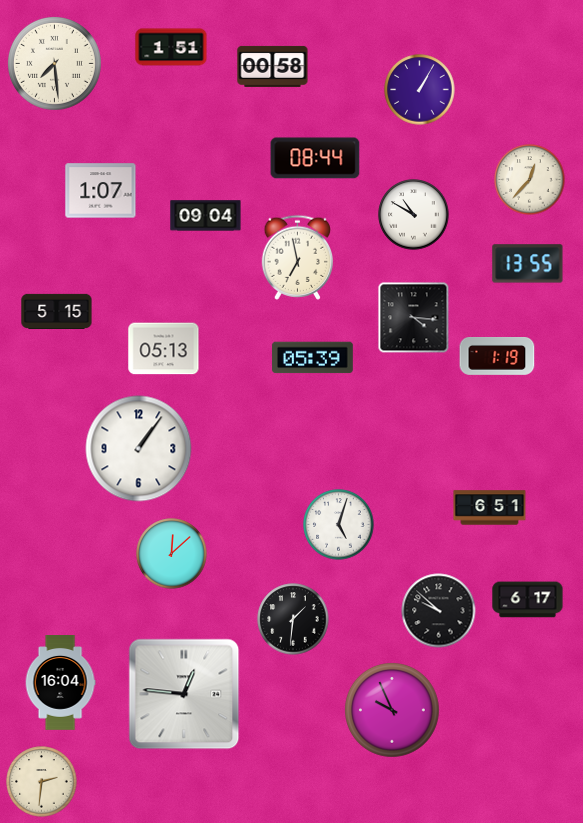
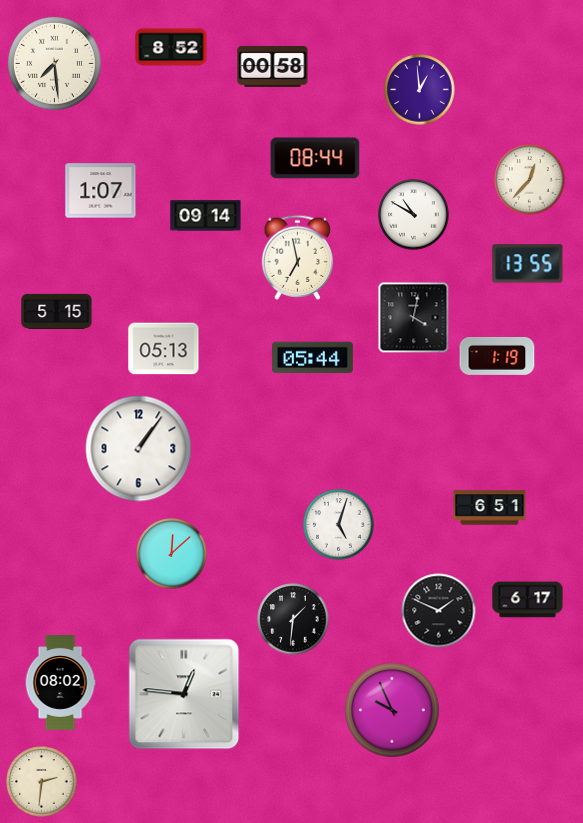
clock at (171, 47): 1:51 -> 8:52
clock at (420, 90): 1:05 -> 12:59
clock at (206, 216): 09:04 -> 09:14
clock at (414, 318): 4:16 -> 4:02
clock at (313, 358): 05:39 -> 05:44
clock at (439, 611): 9:52 -> 1:49
clock at (60, 683): 16:04 -> 08:02
